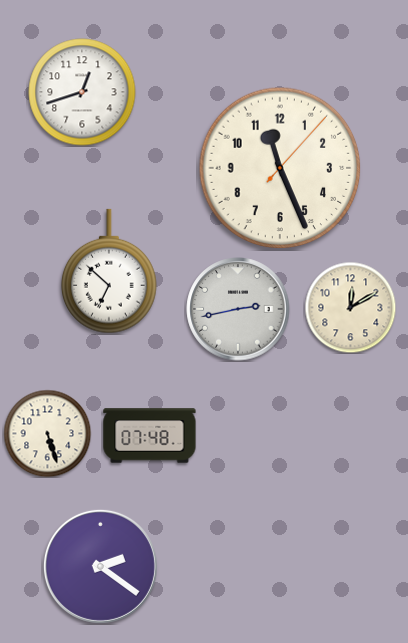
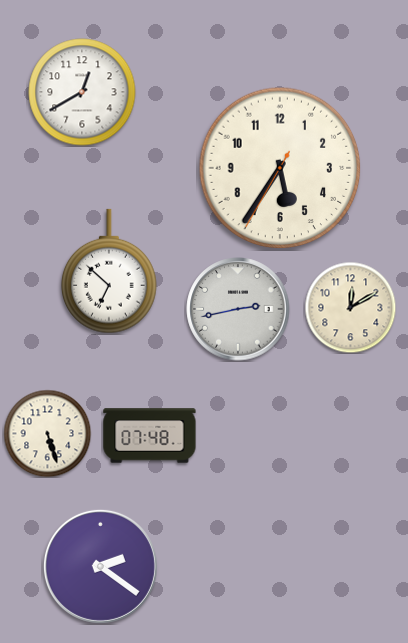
clock at (82, 92): 12:42 -> 12:40
clock at (280, 168): 11:26 -> 5:35
